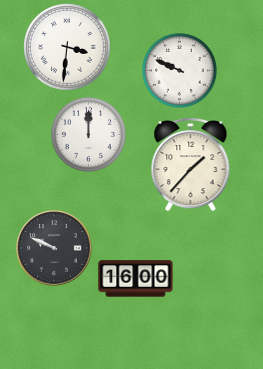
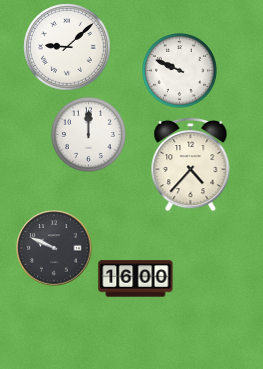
clock at (67, 47): 3:31 -> 9:08
clock at (191, 164): 1:37 -> 4:37
